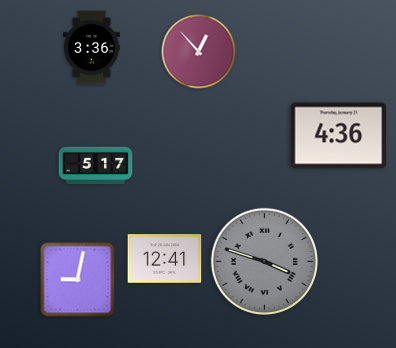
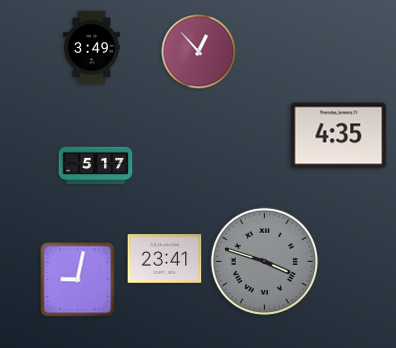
clock at (92, 48): 3:36 -> 3:49
clock at (339, 136): 4:36 -> 4:35
clock at (165, 259): 12:41 -> 23:41
